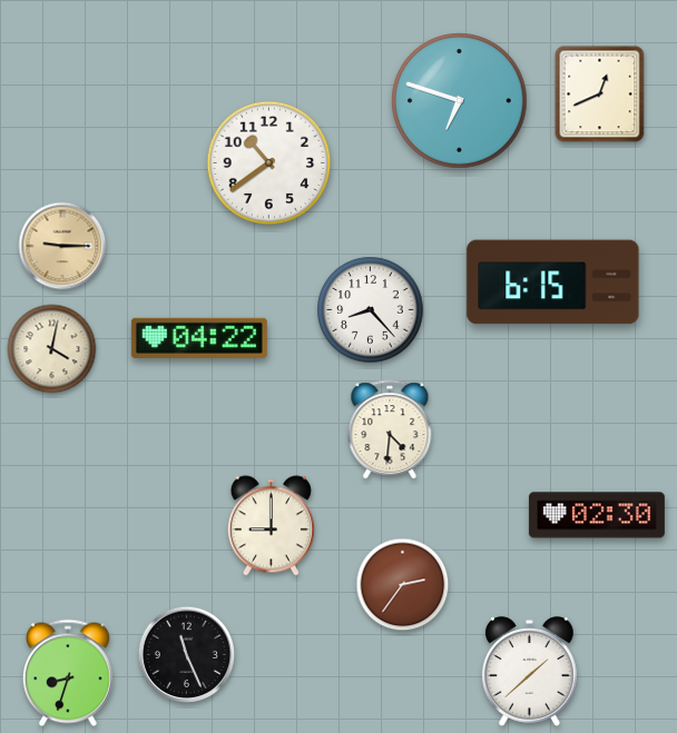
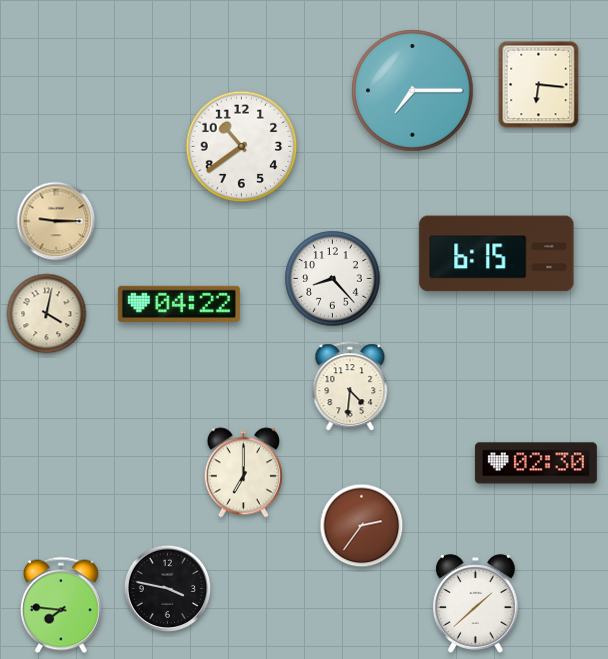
clock at (600, 95): 12:41 -> 6:16
clock at (460, 101): 6:48 -> 7:15
clock at (271, 526): 9:00 -> 7:00
clock at (187, 655): 11:26 -> 3:47
clock at (68, 673): 8:33 -> 7:46
